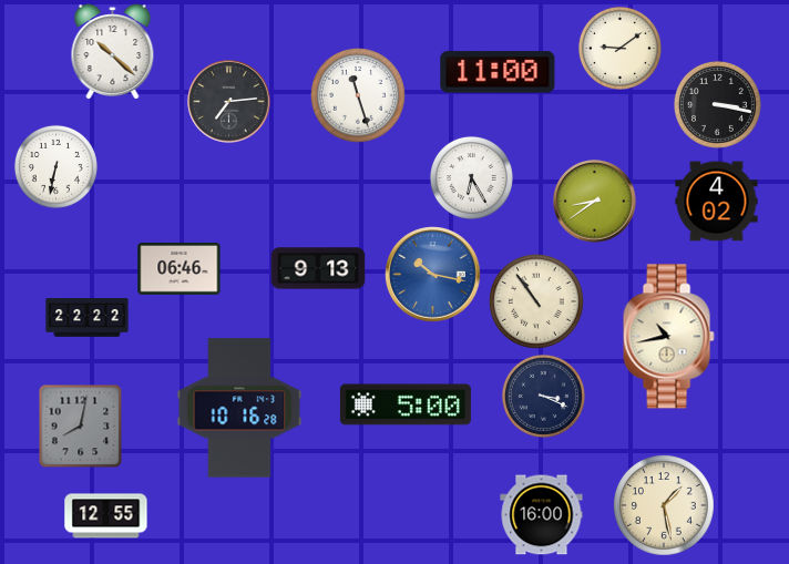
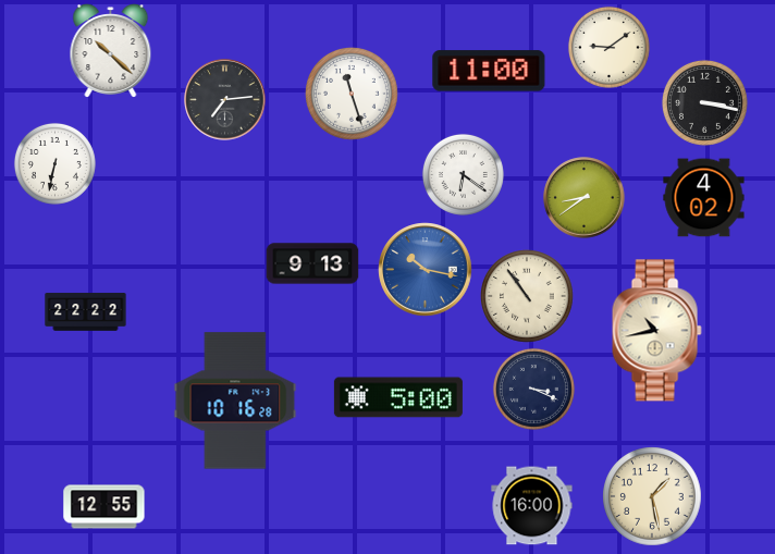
clock at (471, 177): 6:25 -> 6:21
clock at (180, 269): 06:46 -> none
clock at (81, 427): 8:02 -> none
